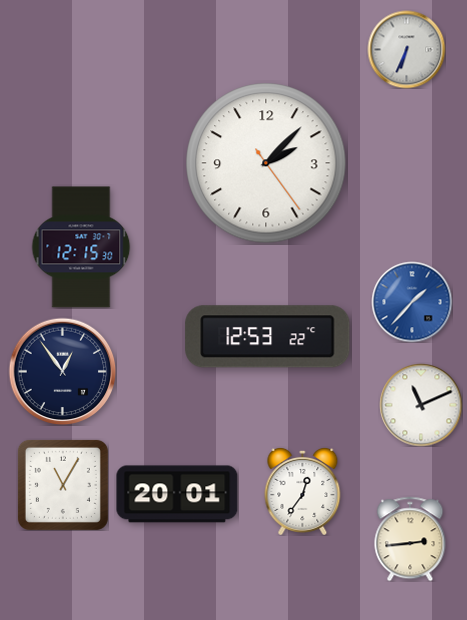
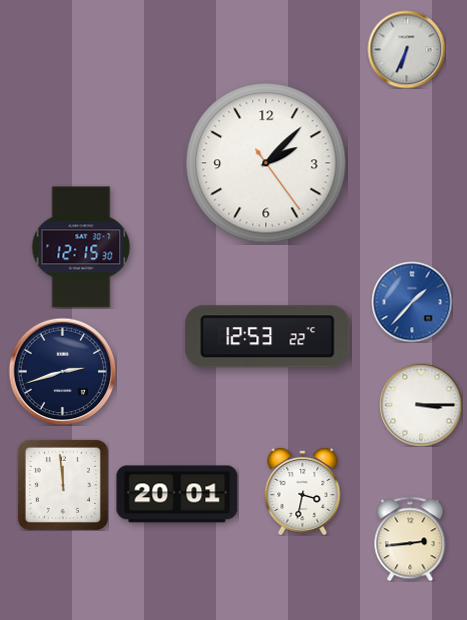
clock at (62, 371): 12:54 -> 2:42
clock at (421, 405): 11:11 -> 3:15
clock at (63, 485): 11:05 -> 11:59
clock at (303, 491): 12:36 -> 3:32
